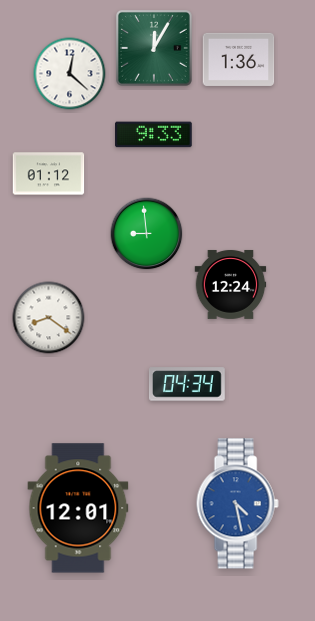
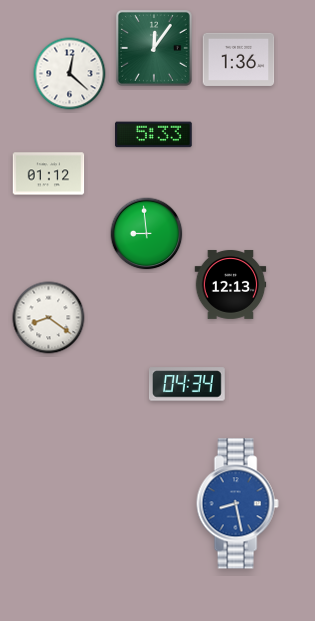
clock at (154, 48): 12:05 -> 12:06
clock at (154, 135): 9:33 -> 5:33
clock at (231, 285): 12:24 -> 12:13
clock at (237, 504): 4:28 -> 8:28
clock at (78, 508): 12:01 -> none
